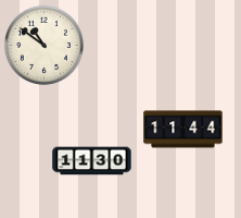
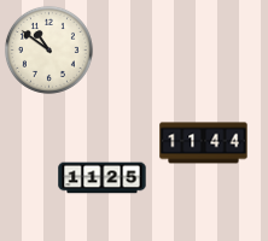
clock at (92, 161): 11:30 -> 11:25
